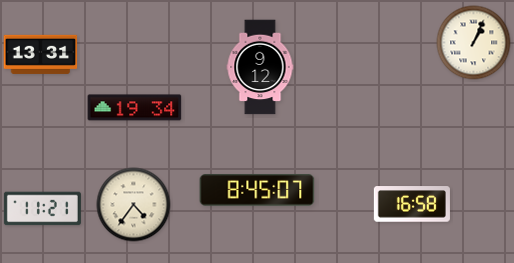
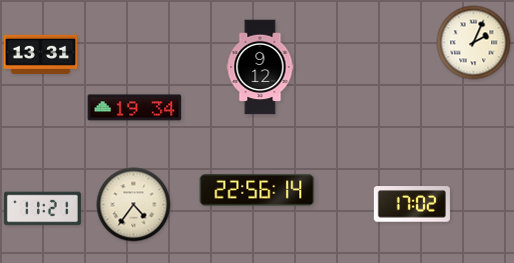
clock at (474, 43): 1:04 -> 2:04
clock at (257, 190): 8:45 -> 22:56
clock at (412, 204): 16:58 -> 17:02
